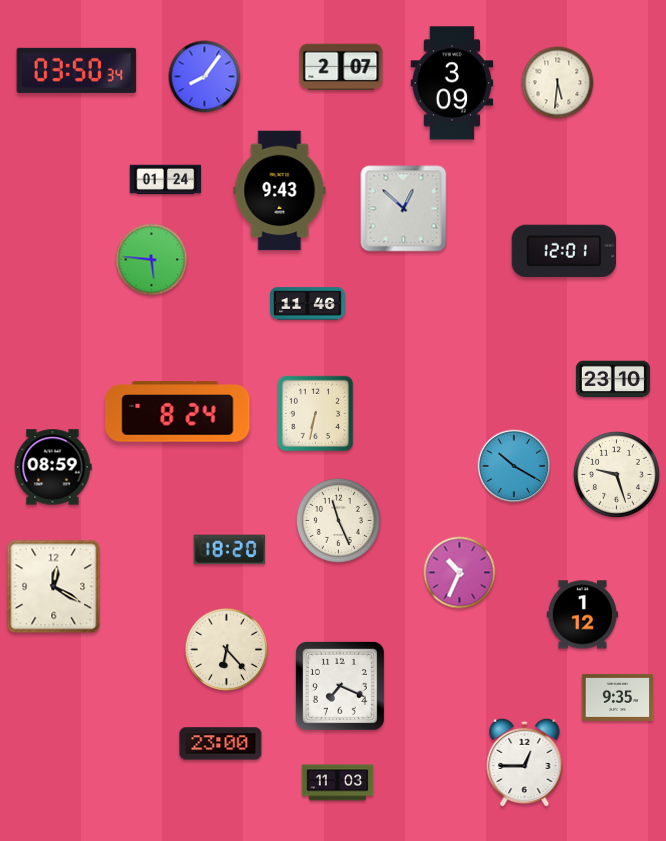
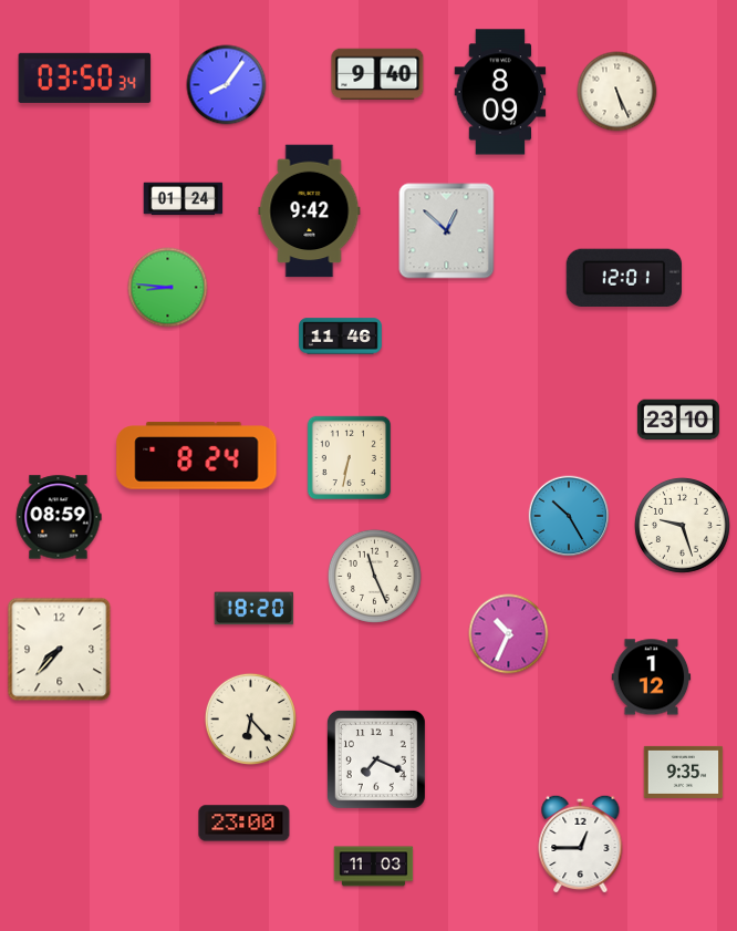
clock at (341, 67): 2:07 -> 9:40
clock at (452, 83): 3:09 -> 8:09
clock at (558, 83): 5:31 -> 5:26
clock at (280, 191): 9:43 -> 9:42
clock at (152, 260): 5:46 -> 8:46
clock at (514, 466): 10:20 -> 10:25
clock at (54, 587): 12:20 -> 7:37
clock at (583, 615) position: (583, 615) -> (652, 677)
